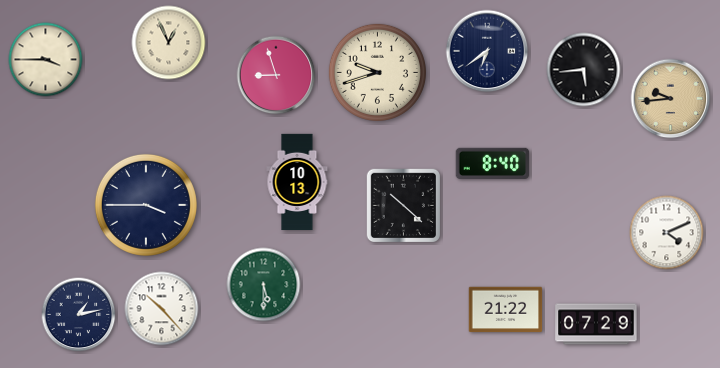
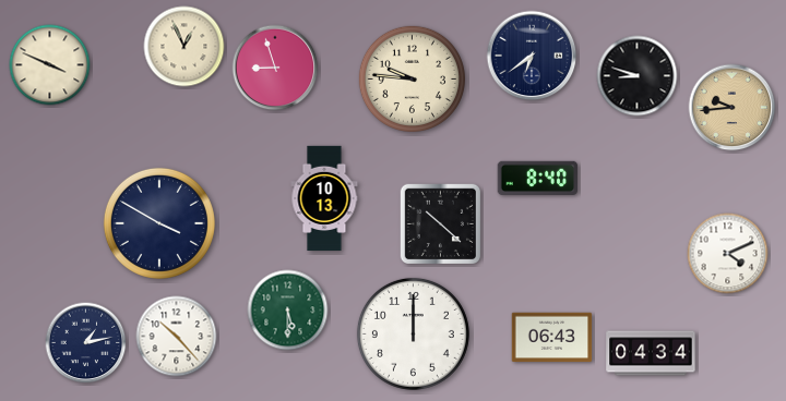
clock at (46, 60): 3:45 -> 3:49
clock at (584, 70): 5:44 -> 8:48
clock at (377, 72): 9:42 -> 9:46
clock at (276, 75) position: (276, 75) -> (275, 68)
clock at (146, 205): 3:45 -> 3:50
clock at (413, 333): none -> 12:00
clock at (506, 310): 21:22 -> 06:43
clock at (596, 324): 07:29 -> 04:34
